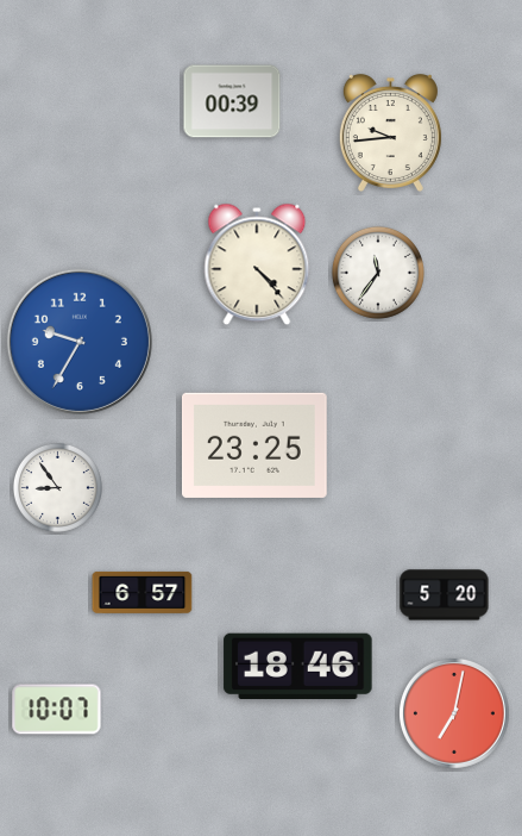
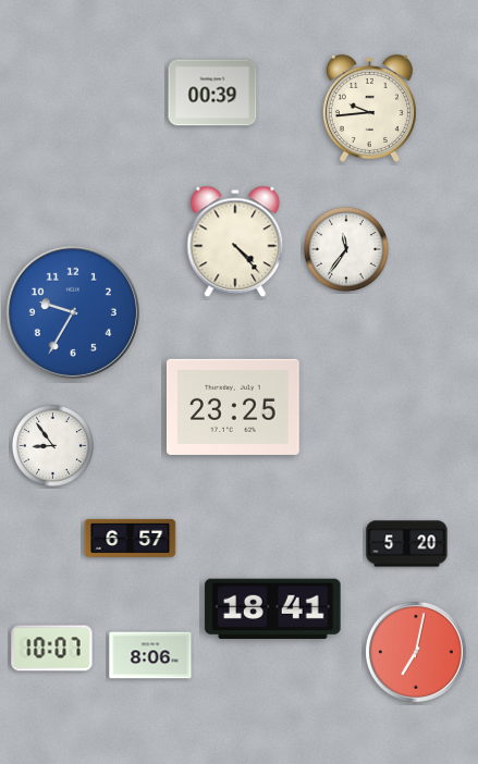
clock at (390, 132) position: (390, 132) -> (369, 108)
clock at (143, 592) position: (143, 592) -> (131, 538)
clock at (298, 666): 18:46 -> 18:41
clock at (150, 655): none -> 8:06
